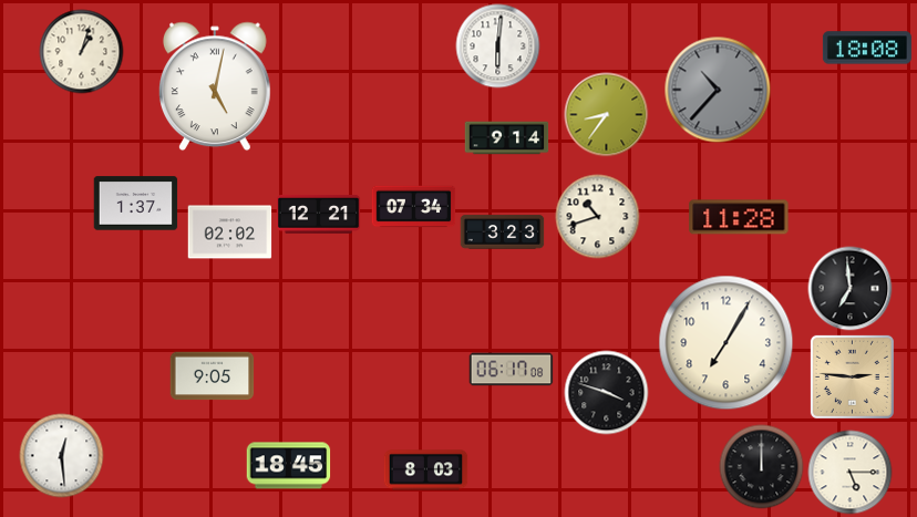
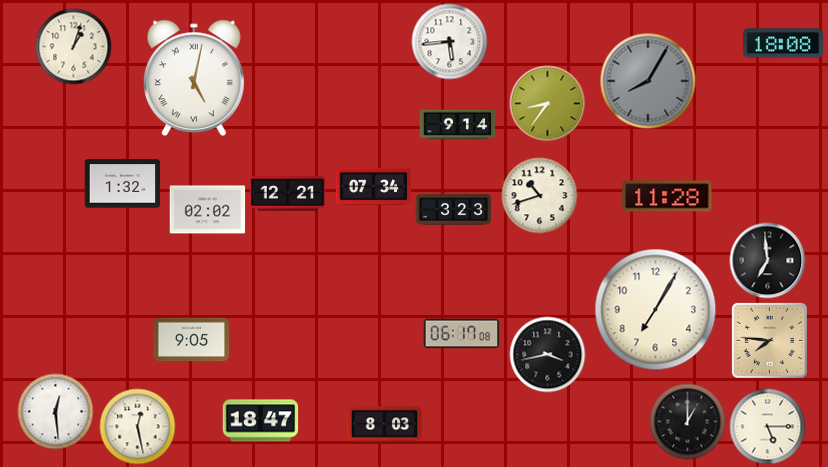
clock at (498, 46): 6:01 -> 5:44
clock at (718, 90): 10:37 -> 8:05
clock at (136, 204): 1:37 -> 1:32
clock at (852, 376): 2:46 -> 7:46
clock at (607, 393): 3:48 -> 3:43
clock at (289, 466): 18:45 -> 18:47
clock at (762, 467): 12:00 -> 1:00
clock at (138, 427): none -> 12:28
